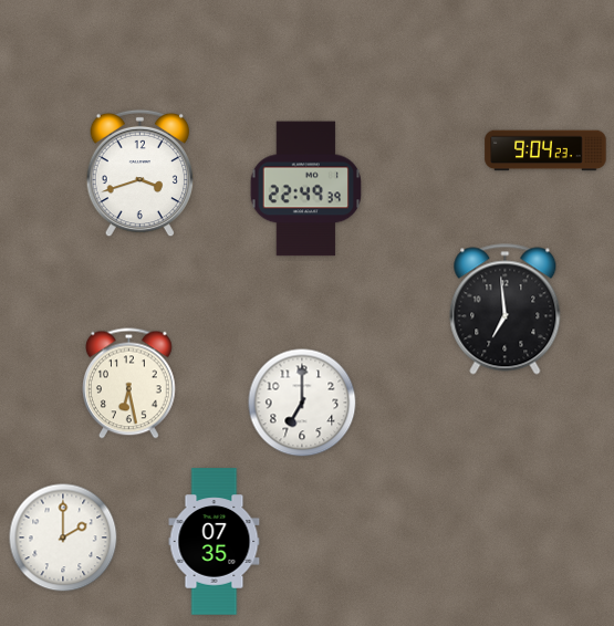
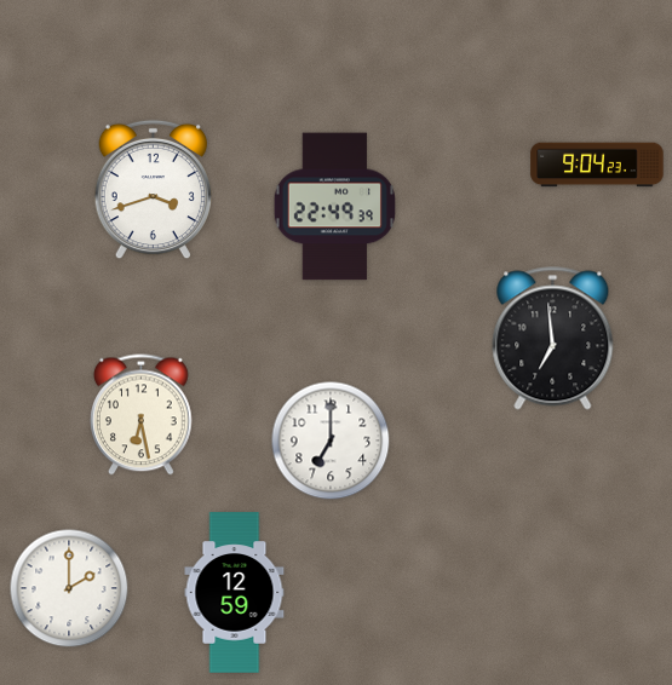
clock at (129, 384) position: (129, 384) -> (142, 415)
clock at (215, 542): 07:35 -> 12:59
